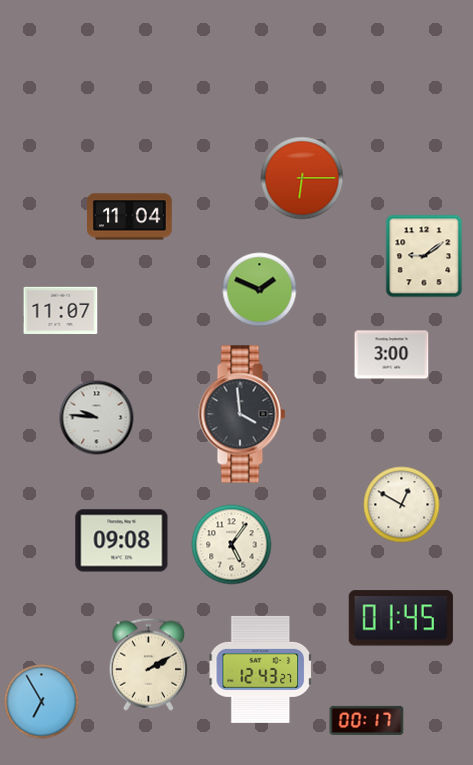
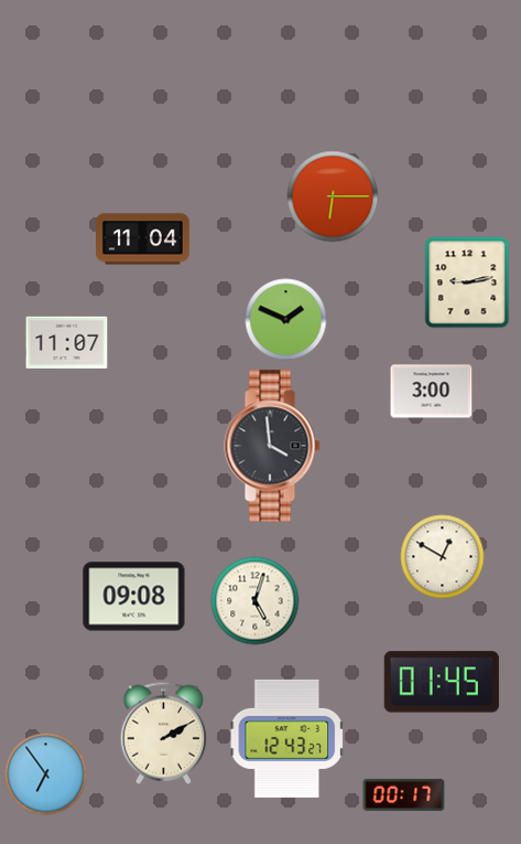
clock at (424, 256): 9:09 -> 9:13
clock at (242, 414) position: (242, 414) -> (272, 446)
clock at (97, 418): 9:46 -> none
clock at (232, 545): 5:06 -> 5:03
clock at (42, 702): 6:55 -> 6:54
